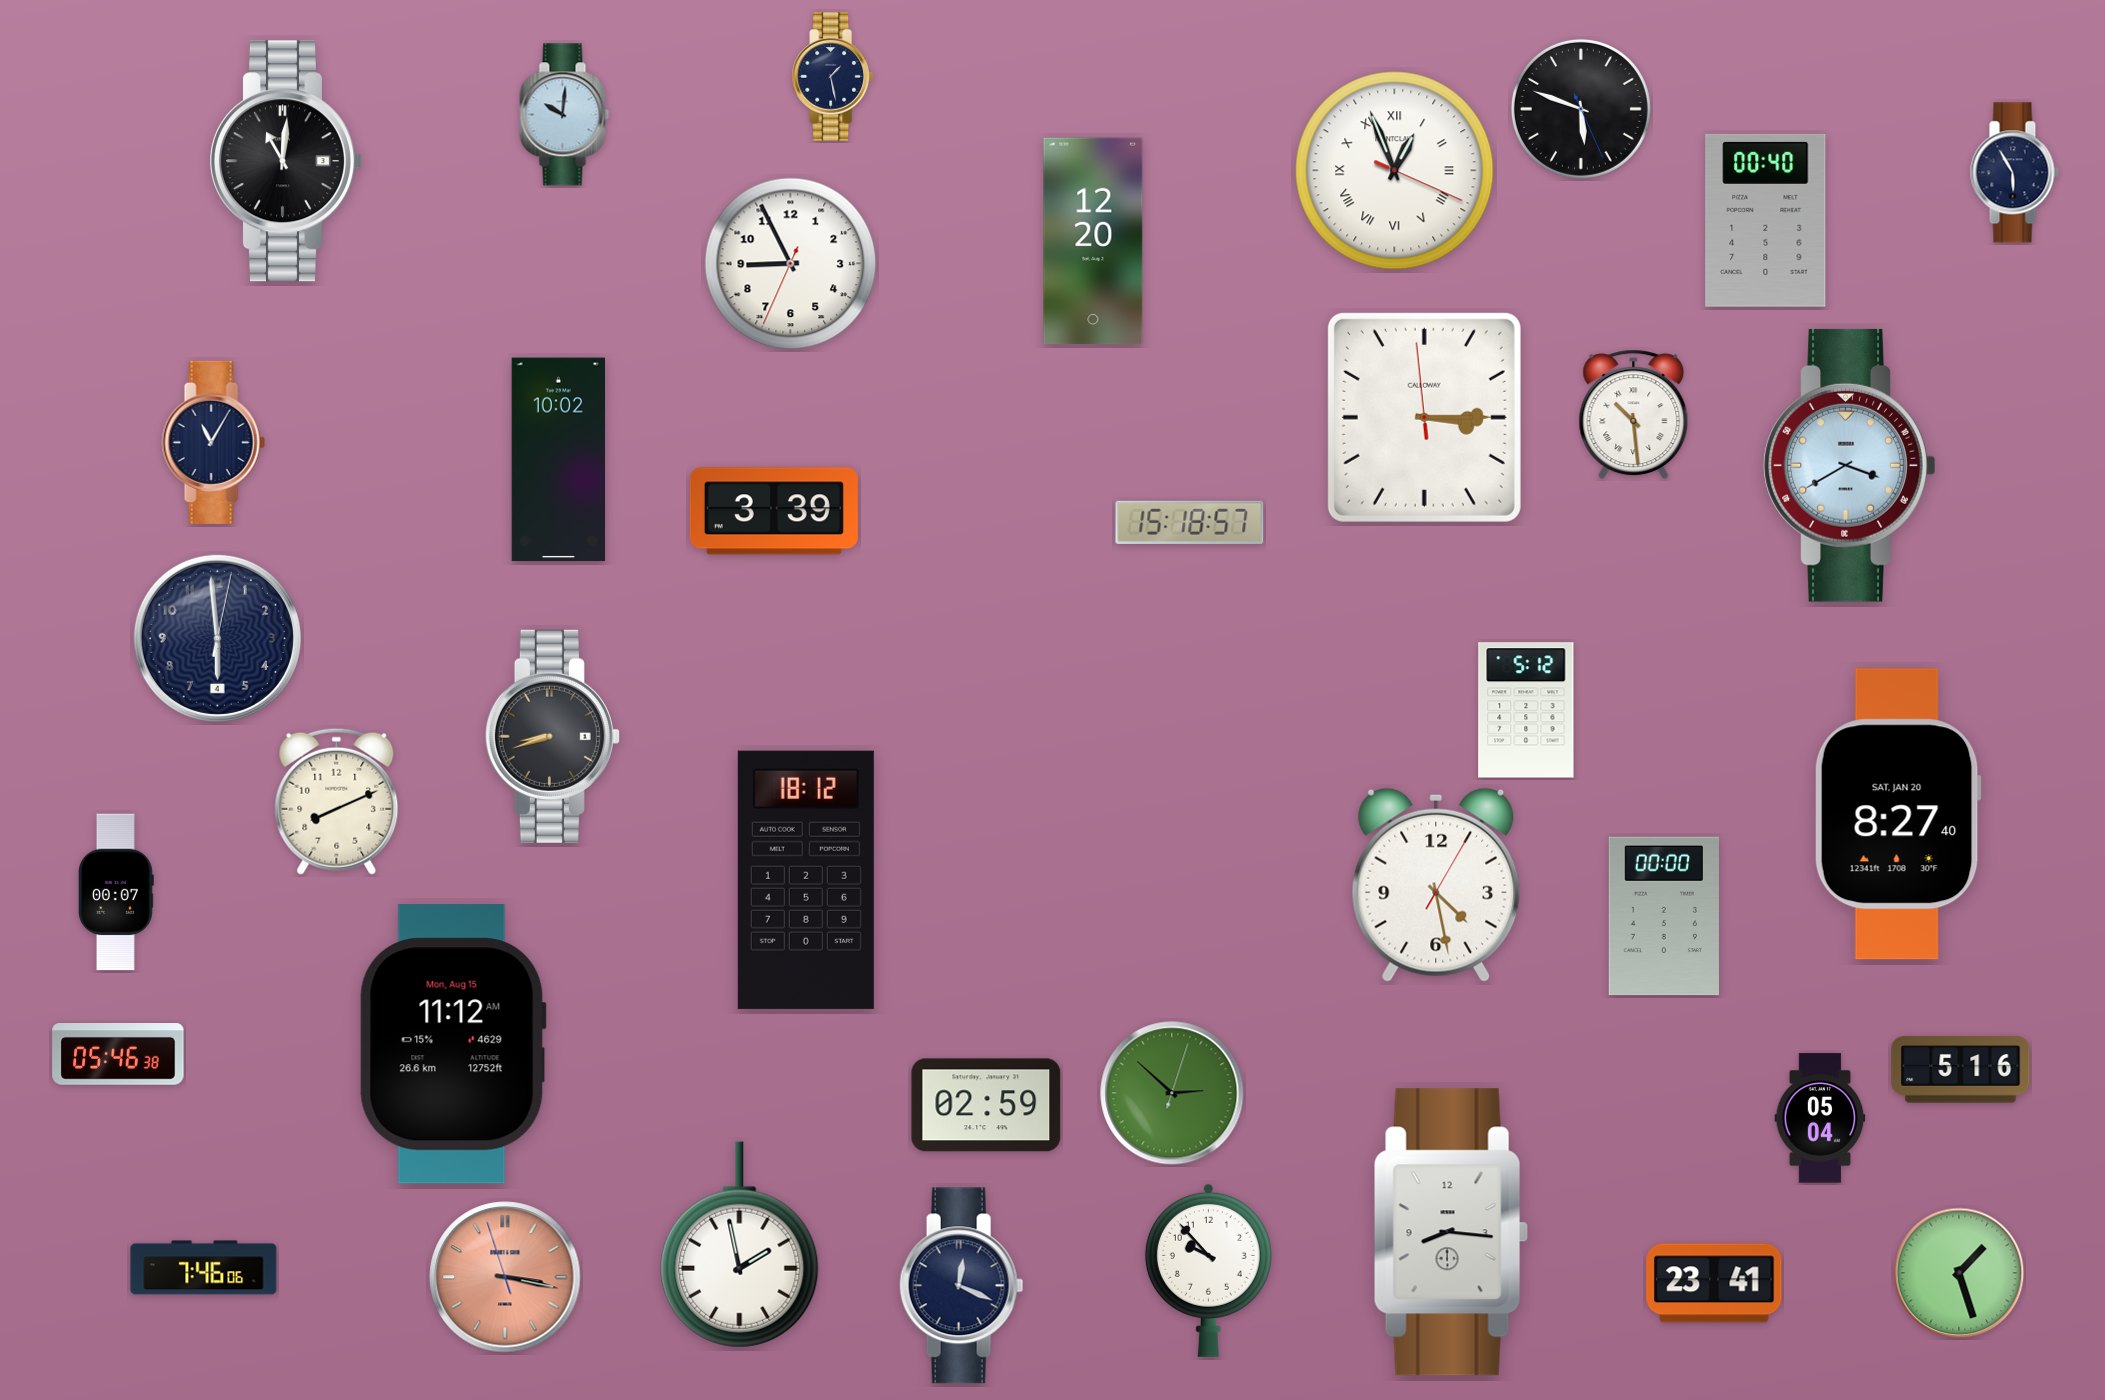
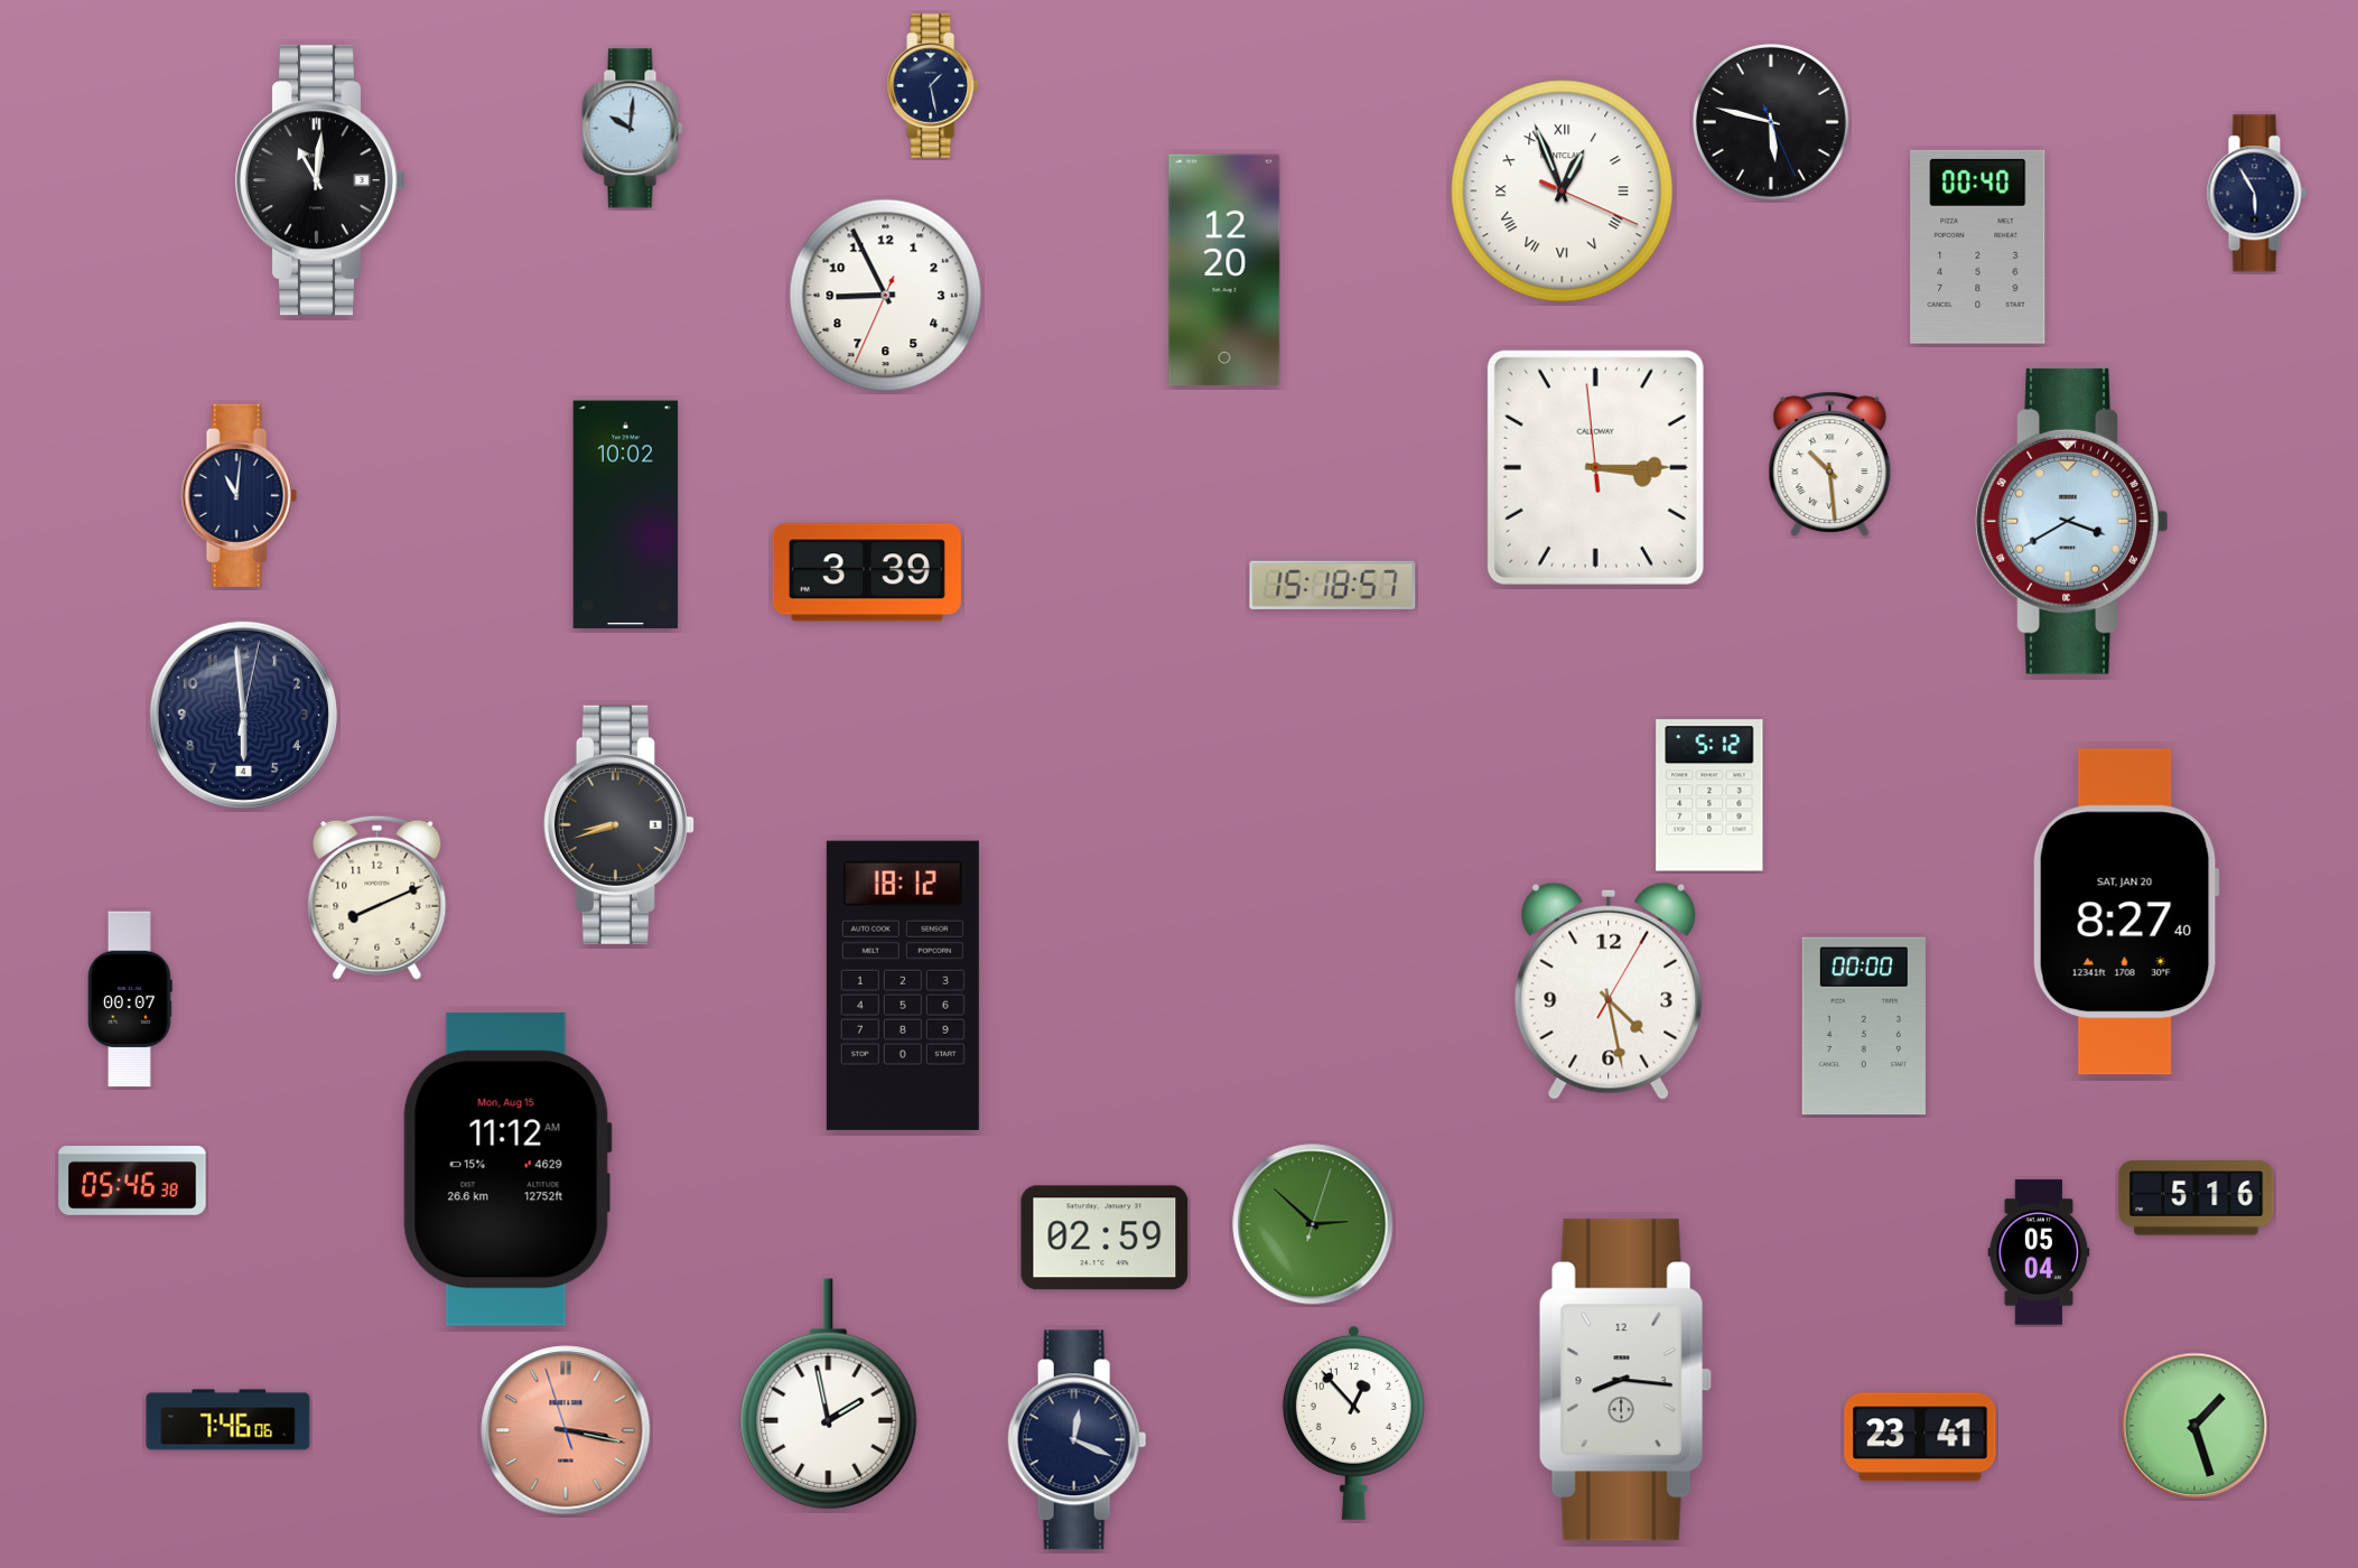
clock at (1581, 109): 5:48 -> 5:47
clock at (213, 442): 11:05 -> 11:01
clock at (1208, 1270): 9:53 -> 12:53
